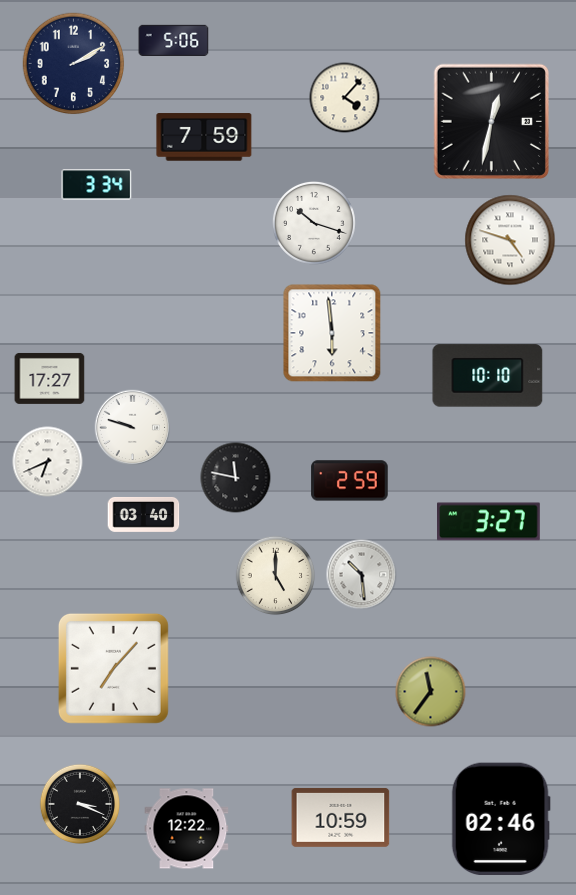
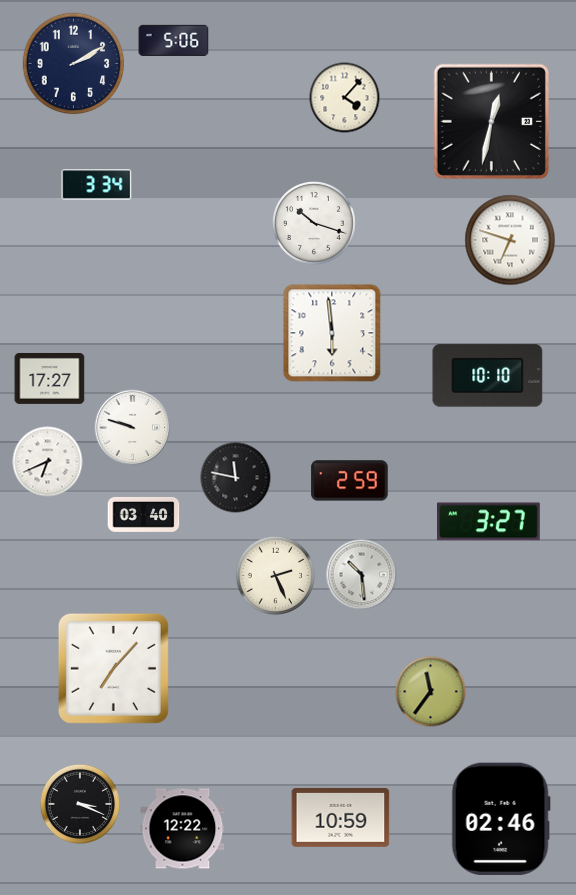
clock at (204, 137): 7:59 -> none
clock at (510, 240): 4:48 -> 6:48
clock at (276, 576): 5:00 -> 2:26
clock at (187, 829) position: (187, 829) -> (183, 829)
